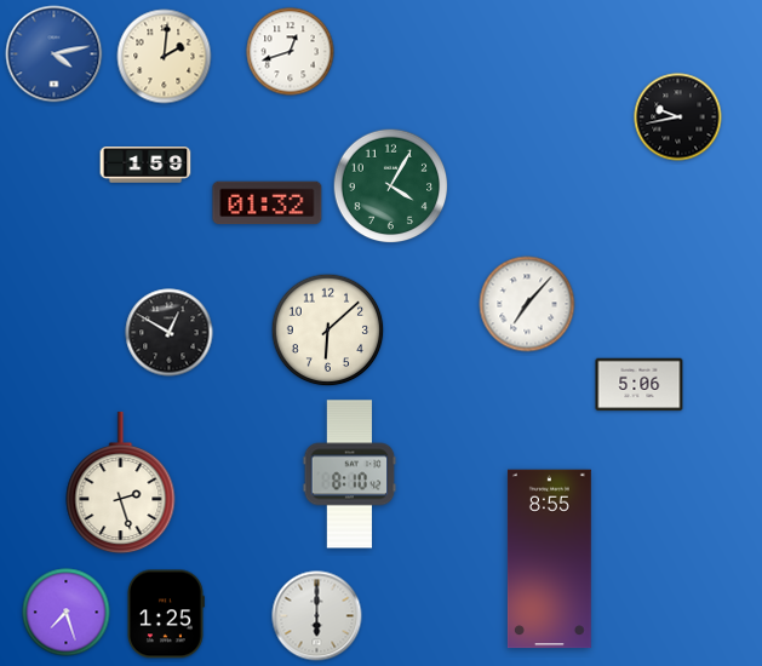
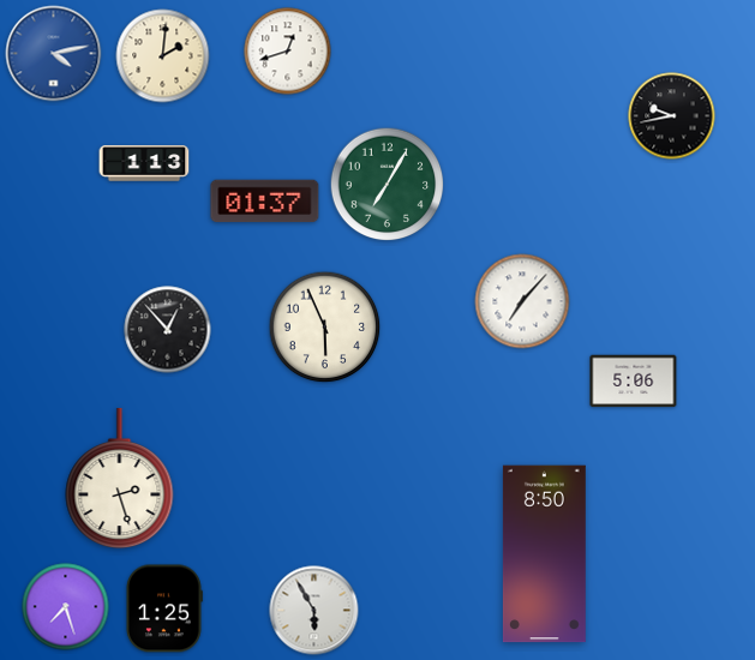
clock at (145, 165): 1:59 -> 1:13
clock at (391, 186): 4:05 -> 7:05
clock at (268, 203): 01:32 -> 01:37
clock at (328, 331): 6:08 -> 5:56
clock at (170, 333): 12:50 -> 12:53
clock at (350, 475): 8:10 -> none
clock at (549, 559): 8:55 -> 8:50
clock at (317, 616): 6:00 -> 5:55
